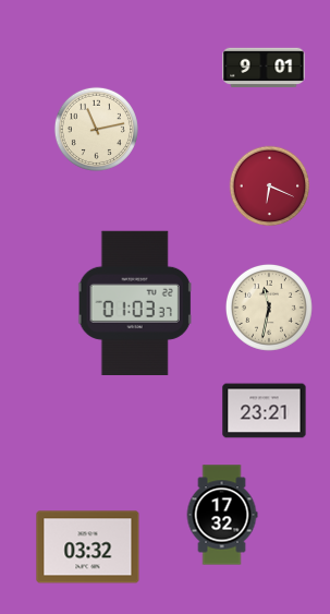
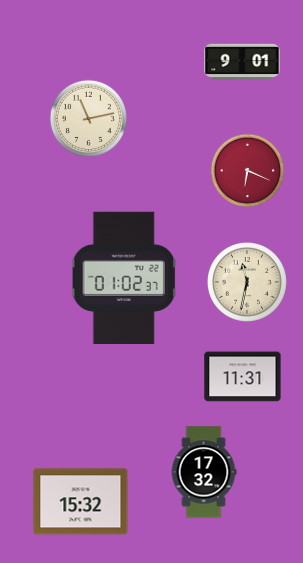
clock at (135, 302): 01:03 -> 01:02
clock at (265, 411): 23:21 -> 11:31
clock at (88, 547): 03:32 -> 15:32
